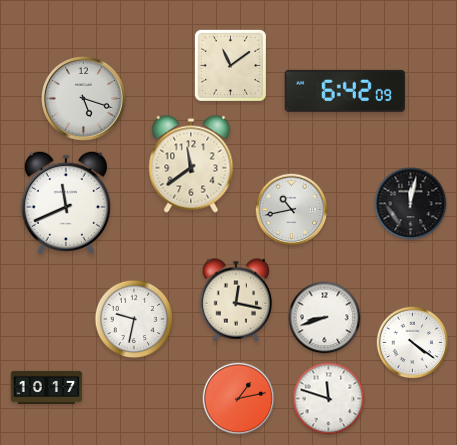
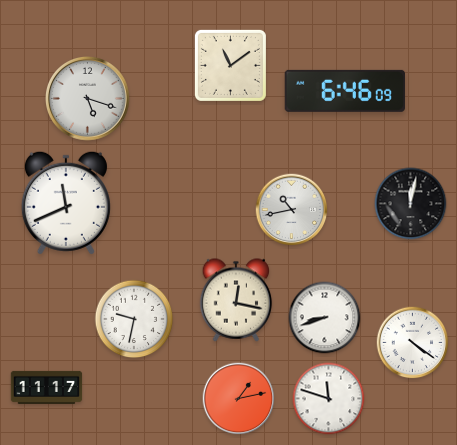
clock at (345, 91): 6:42 -> 6:46
clock at (84, 99) position: (84, 99) -> (88, 99)
clock at (191, 164): 11:39 -> none
clock at (47, 387): 10:17 -> 11:17
